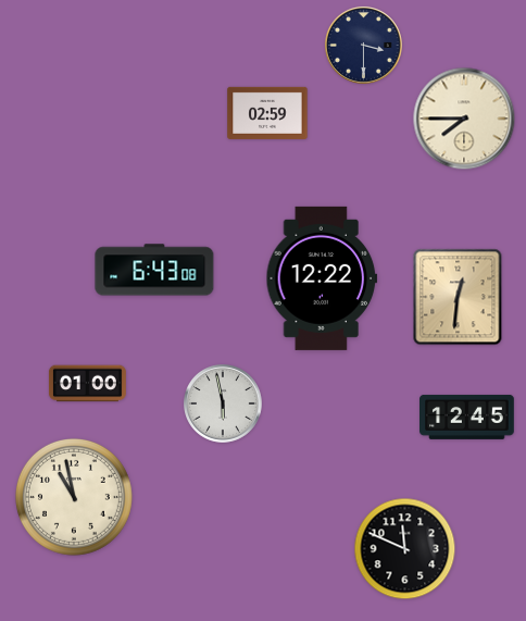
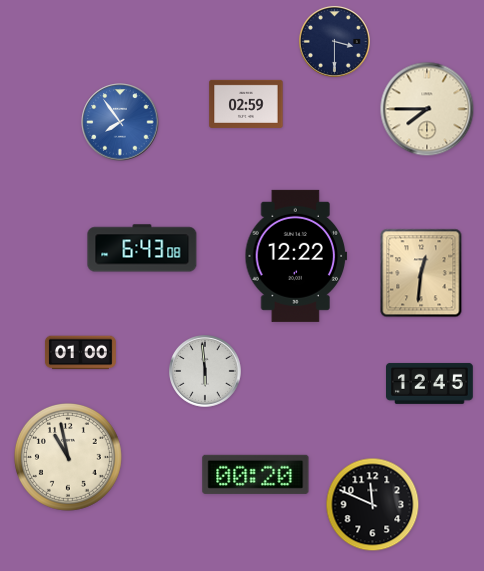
clock at (120, 122): none -> 7:54
clock at (224, 405): 5:58 -> 5:59
clock at (256, 474): none -> 00:20
